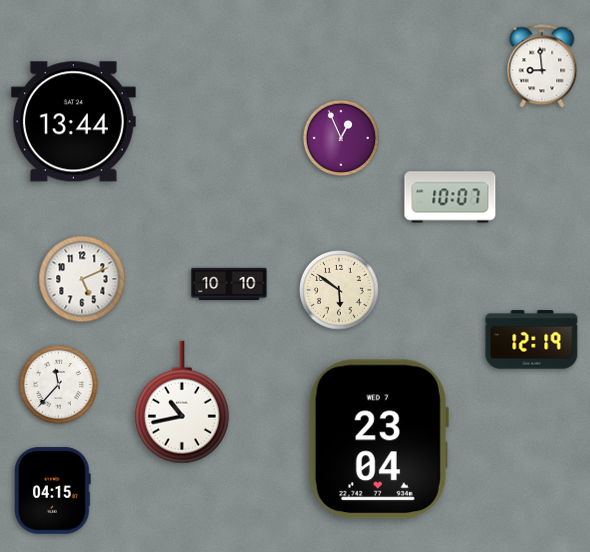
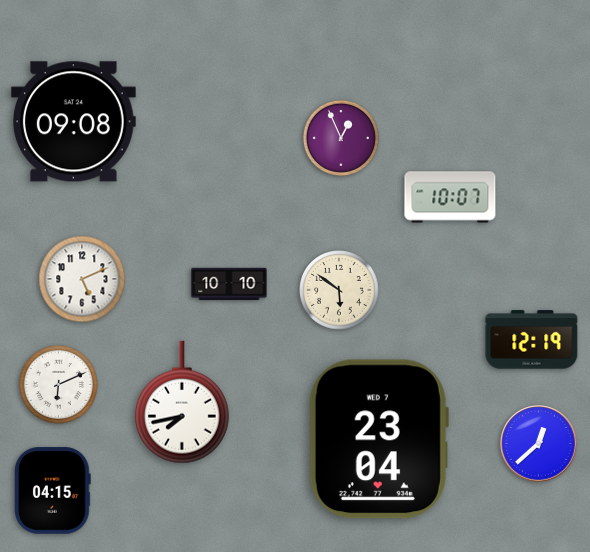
clock at (542, 66): 8:59 -> none
clock at (73, 122): 13:44 -> 09:08
clock at (59, 385): 11:37 -> 6:11
clock at (182, 402): 10:43 -> 7:43
clock at (539, 444): none -> 12:38
